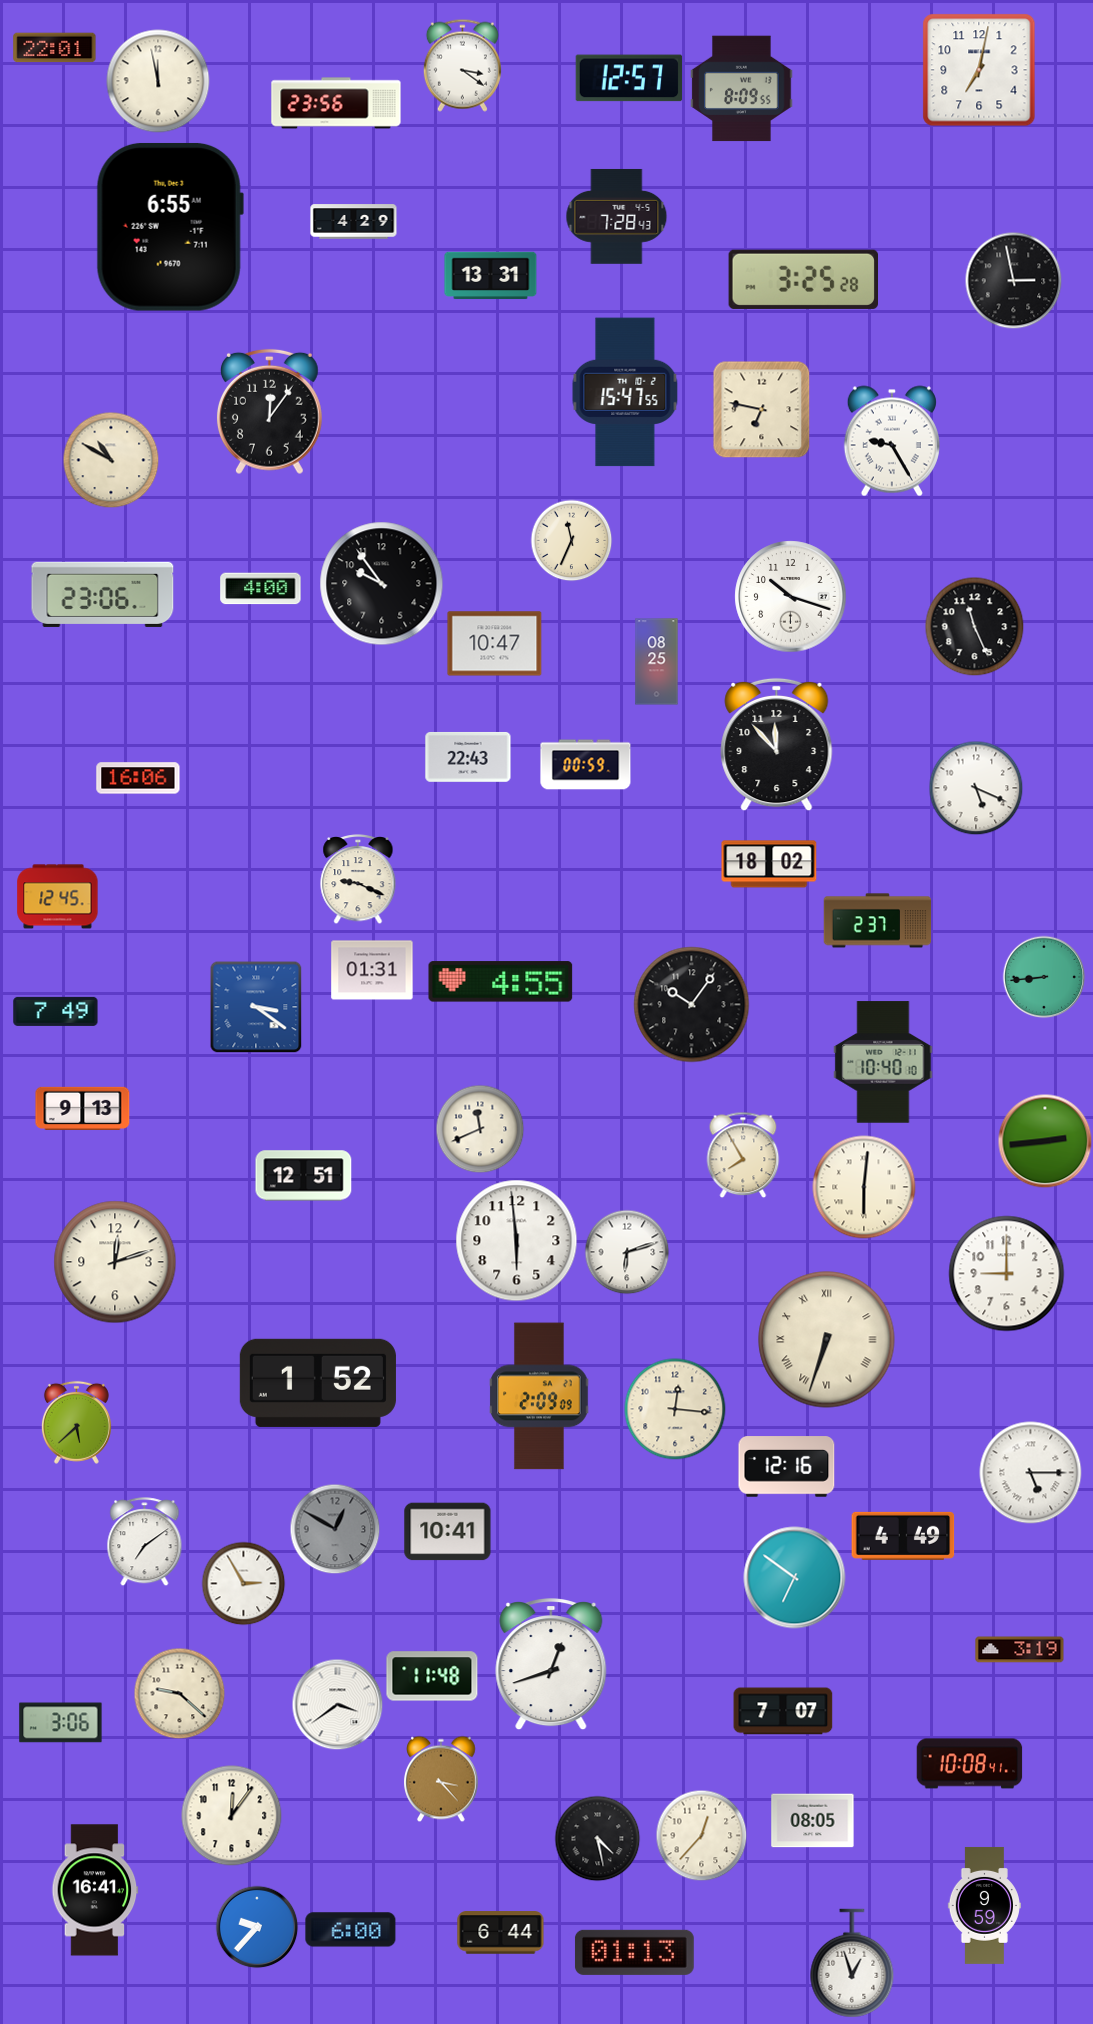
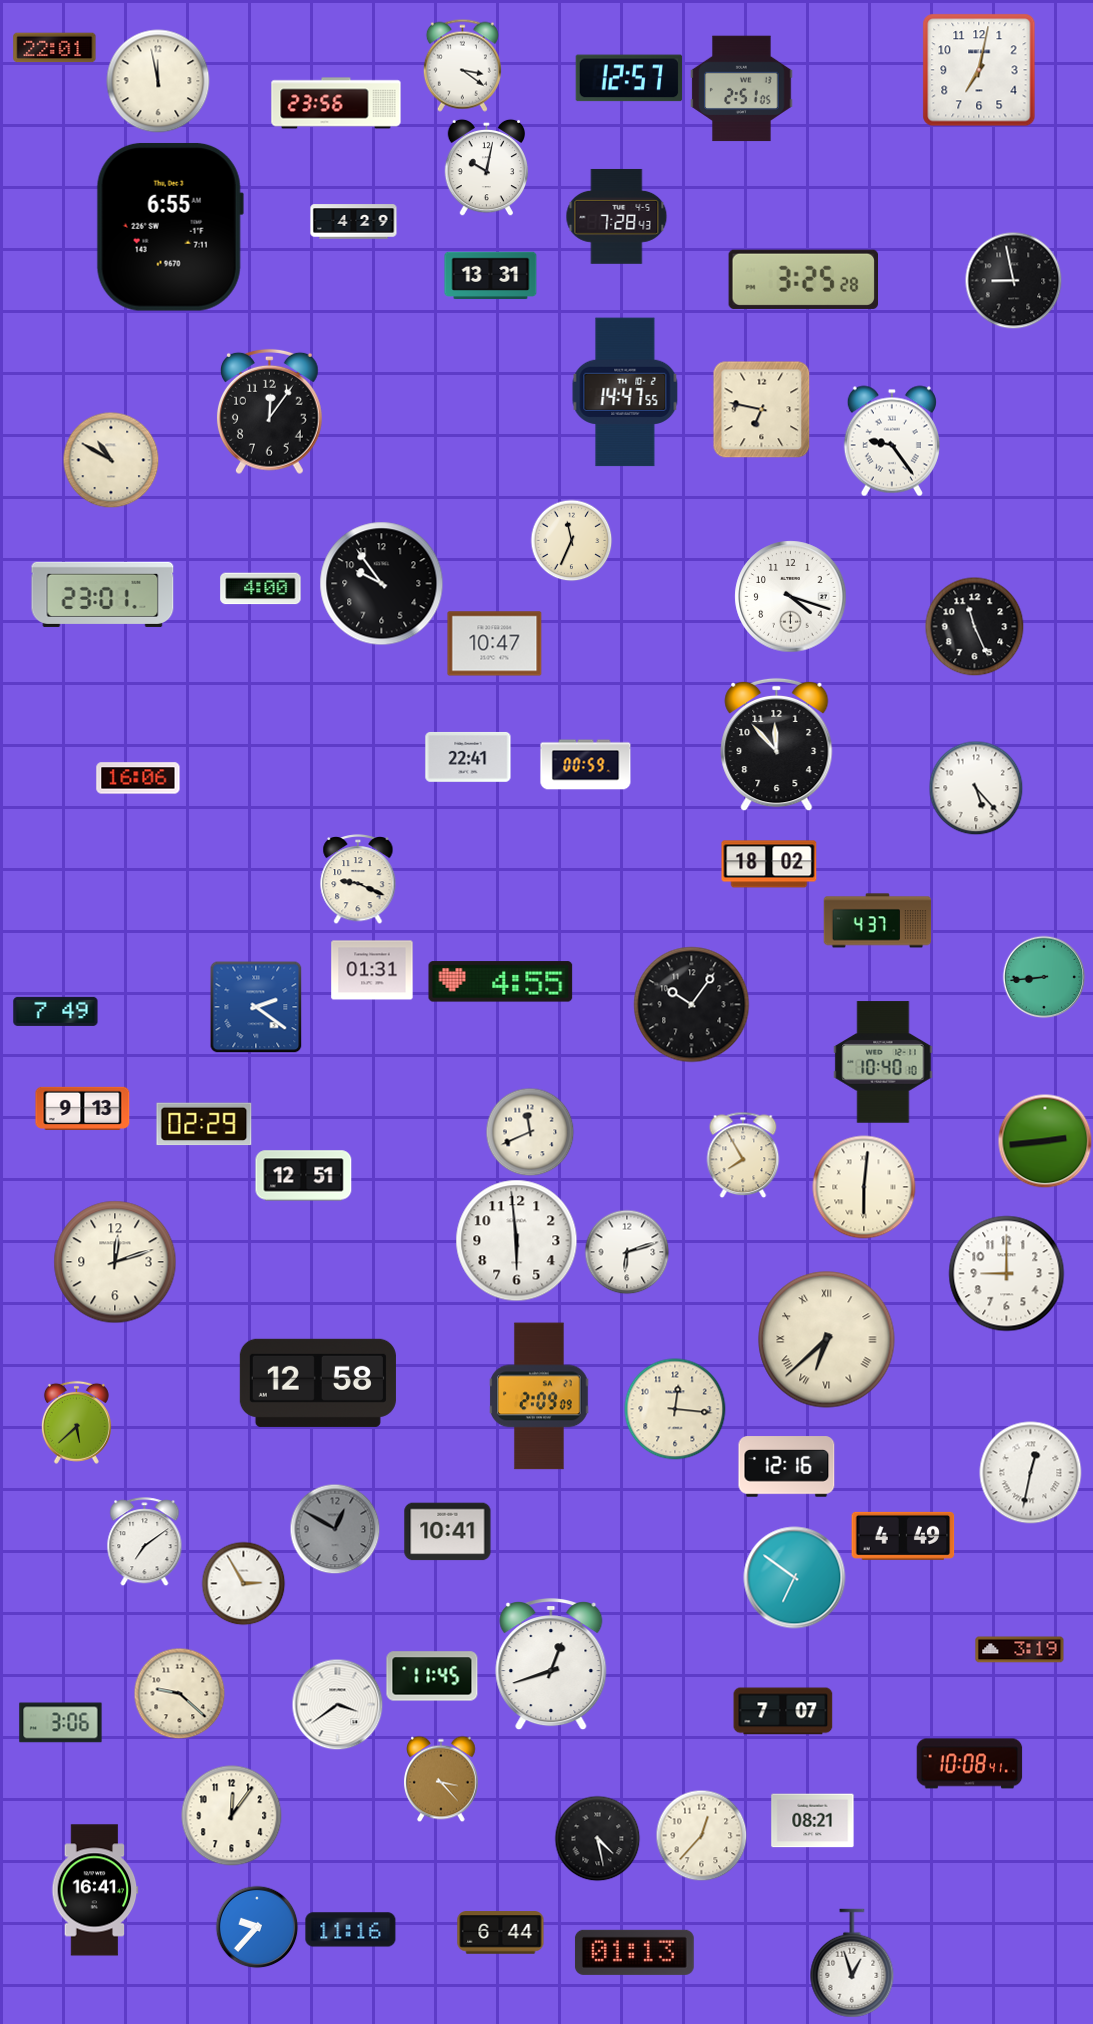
clock at (742, 89): 8:09 -> 2:51
clock at (487, 167): none -> 10:02
clock at (1013, 280): 2:58 -> 8:58
clock at (625, 392): 15:47 -> 14:47
clock at (892, 441): 9:25 -> 9:24
clock at (103, 594): 23:06 -> 23:01
clock at (791, 597): 10:18 -> 4:18
clock at (657, 662): 08:25 -> none
clock at (468, 757): 22:43 -> 22:41
clock at (976, 788): 5:19 -> 5:23
clock at (58, 897): 12:45 -> none
clock at (878, 921): 2:37 -> 4:37
clock at (256, 1007): 3:21 -> 2:21
clock at (204, 1124): none -> 02:29
clock at (480, 1129) position: (480, 1129) -> (530, 1132)
clock at (827, 1340): 6:33 -> 6:38
clock at (318, 1383): 1:52 -> 12:58
clock at (1031, 1473): 5:15 -> 12:32
clock at (432, 1676): 11:48 -> 11:45
clock at (813, 1821): 08:05 -> 08:21
clock at (984, 1905): 9:59 -> none
clock at (351, 1930): 6:00 -> 11:16
